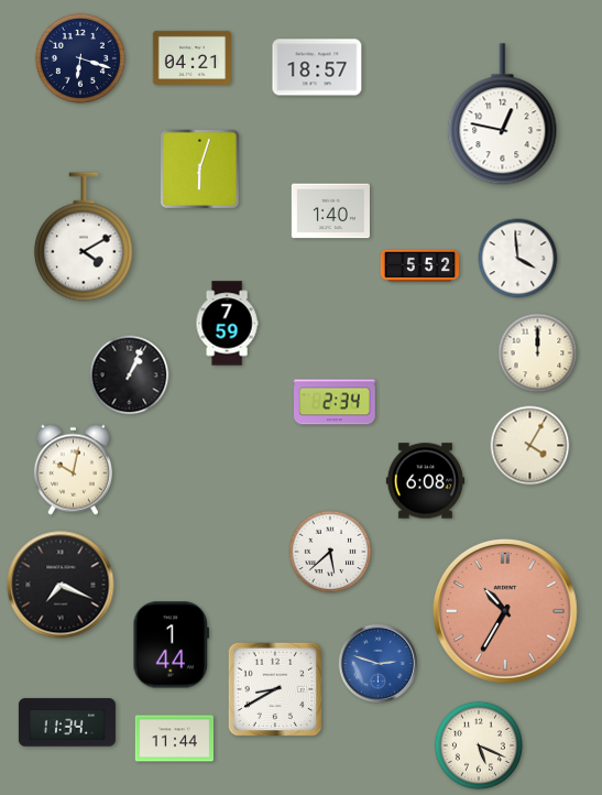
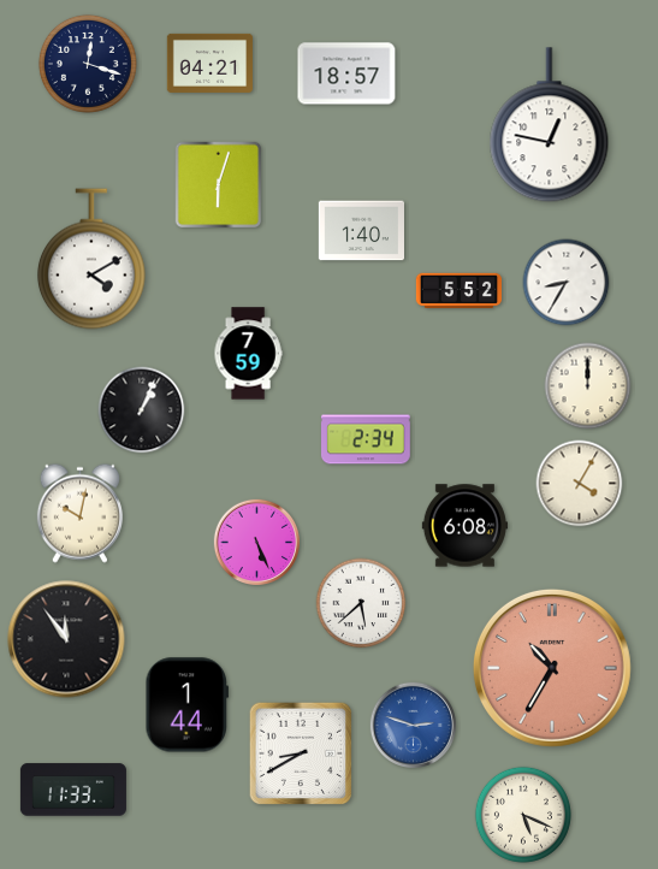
clock at (80, 58): 6:18 -> 12:18
clock at (518, 259): 3:59 -> 8:35
clock at (530, 446) position: (530, 446) -> (580, 484)
clock at (256, 542): none -> 5:26
clock at (61, 585): 7:19 -> 11:54
clock at (67, 722): 11:34 -> 11:33
clock at (174, 739): 11:44 -> none
